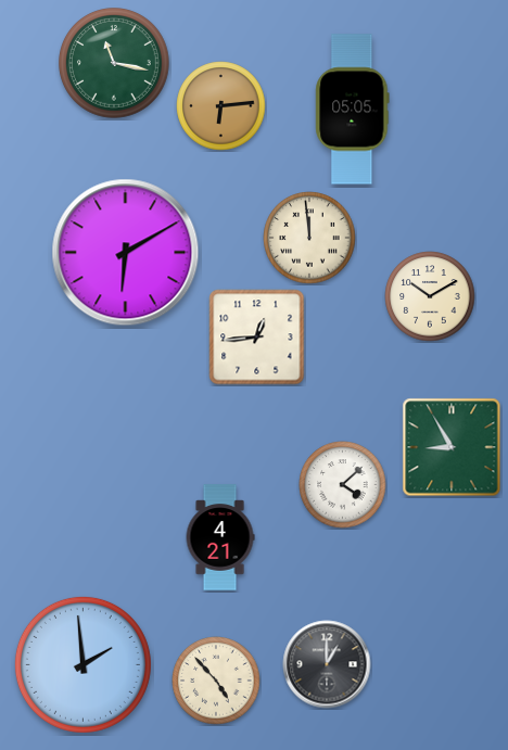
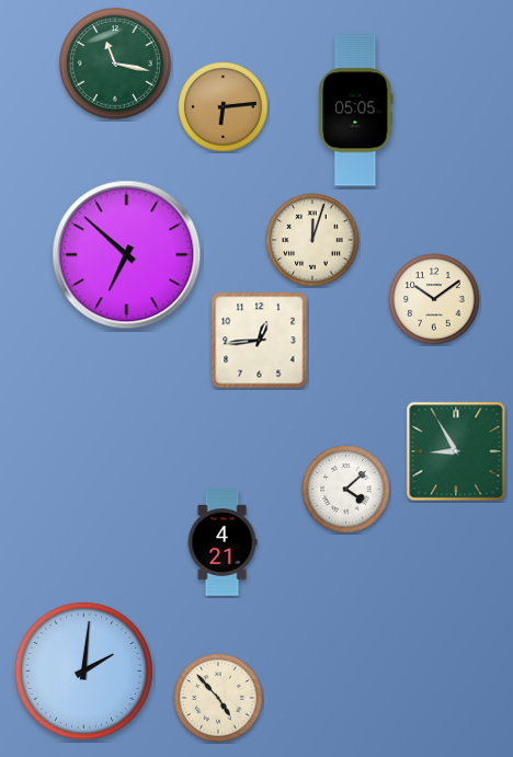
clock at (309, 238): 11:59 -> 12:03
clock at (126, 253): 6:10 -> 6:52
clock at (430, 296): 10:10 -> 10:09
clock at (82, 664): 1:59 -> 2:01
clock at (327, 664): 1:00 -> none
clock at (216, 681) position: (216, 681) -> (218, 698)
